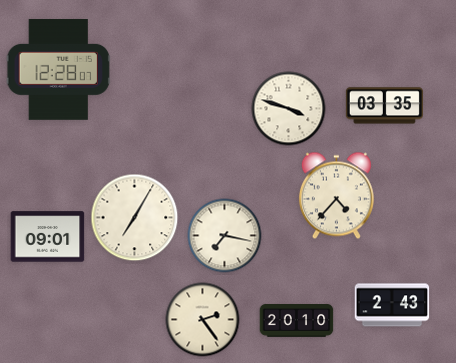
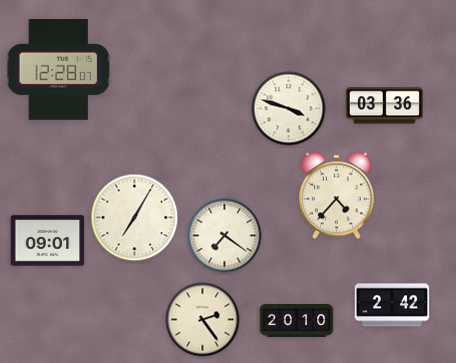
clock at (384, 106): 03:35 -> 03:36
clock at (225, 236): 7:17 -> 7:21
clock at (48, 237) position: (48, 237) -> (48, 241)
clock at (392, 305): 2:43 -> 2:42
